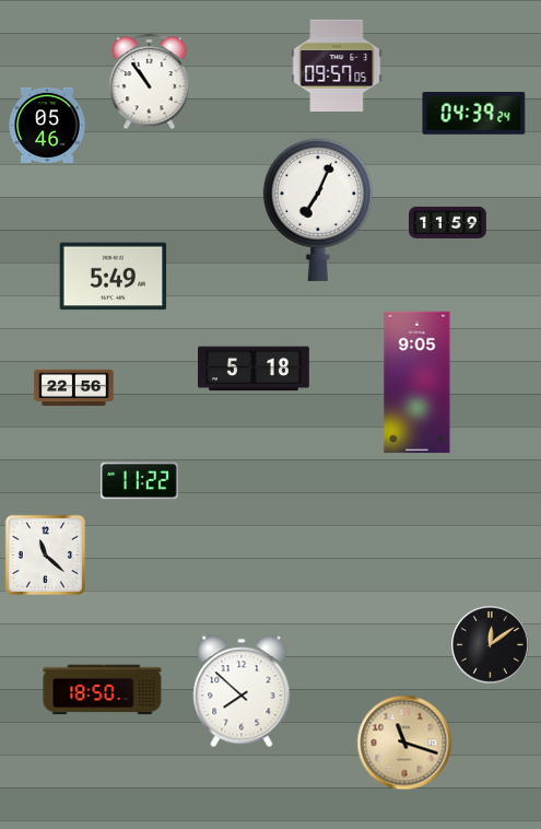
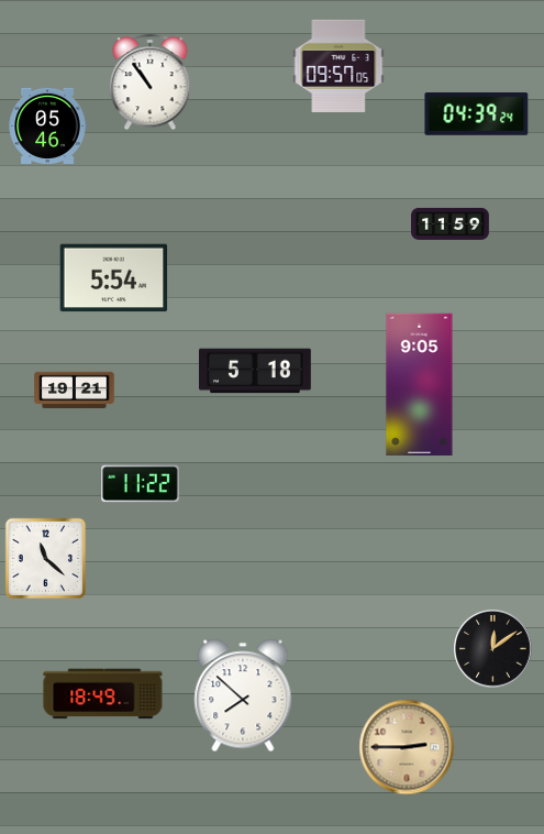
clock at (318, 210): 7:04 -> none
clock at (114, 277): 5:49 -> 5:54
clock at (74, 388): 22:56 -> 19:21
clock at (103, 690): 18:50 -> 18:49
clock at (404, 743): 11:18 -> 2:45
